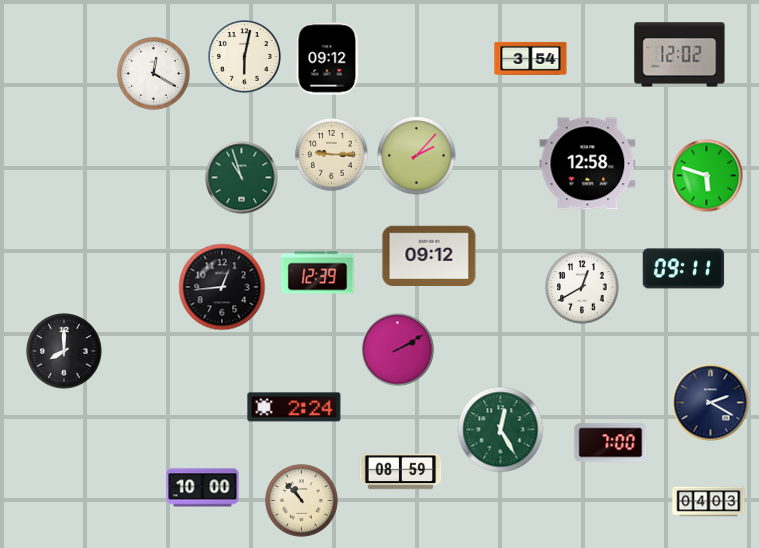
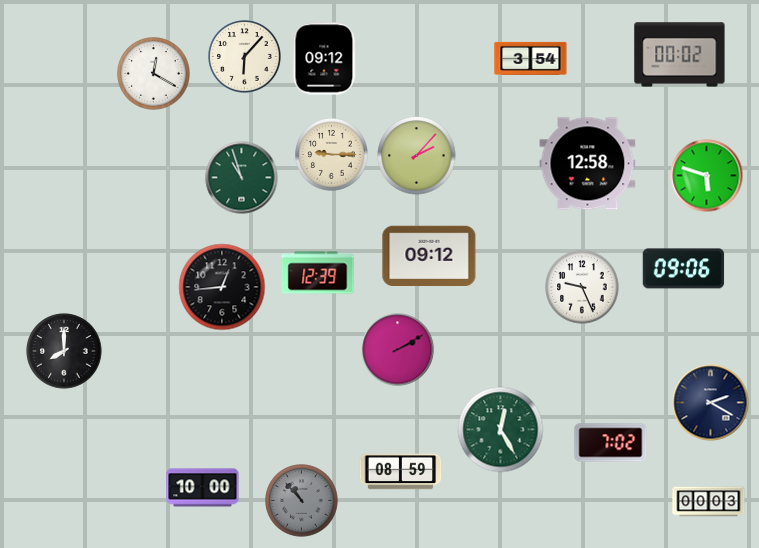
clock at (680, 55): 12:02 -> 00:02
clock at (245, 57): 6:02 -> 6:07
clock at (327, 59) position: (327, 59) -> (324, 59)
clock at (684, 269): 09:11 -> 09:06
clock at (582, 287): 12:40 -> 9:26
clock at (294, 407): 2:24 -> none
clock at (611, 443): 7:00 -> 7:02
clock at (302, 501) dial: cream -> grey
clock at (709, 502): 04:03 -> 00:03
